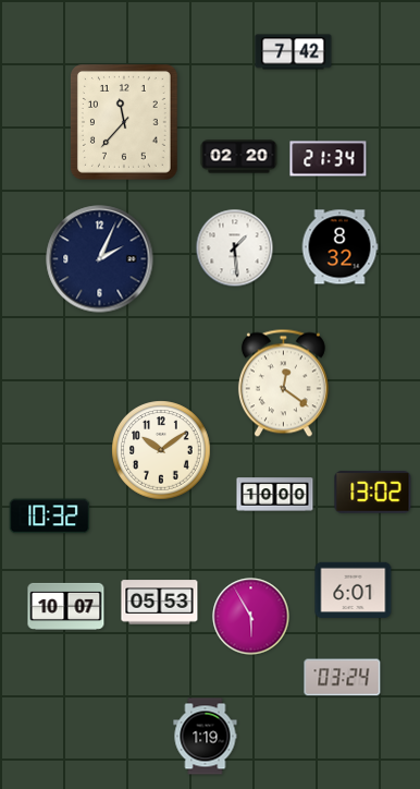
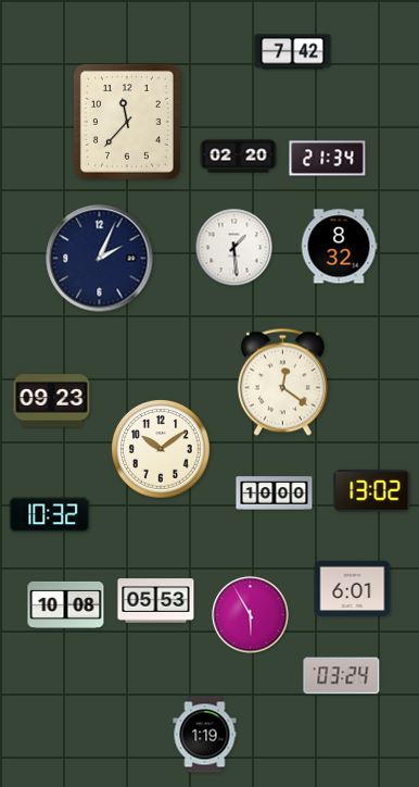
clock at (125, 123) position: (125, 123) -> (128, 123)
clock at (52, 401): none -> 09:23
clock at (160, 603) position: (160, 603) -> (156, 601)
clock at (66, 606): 10:07 -> 10:08
